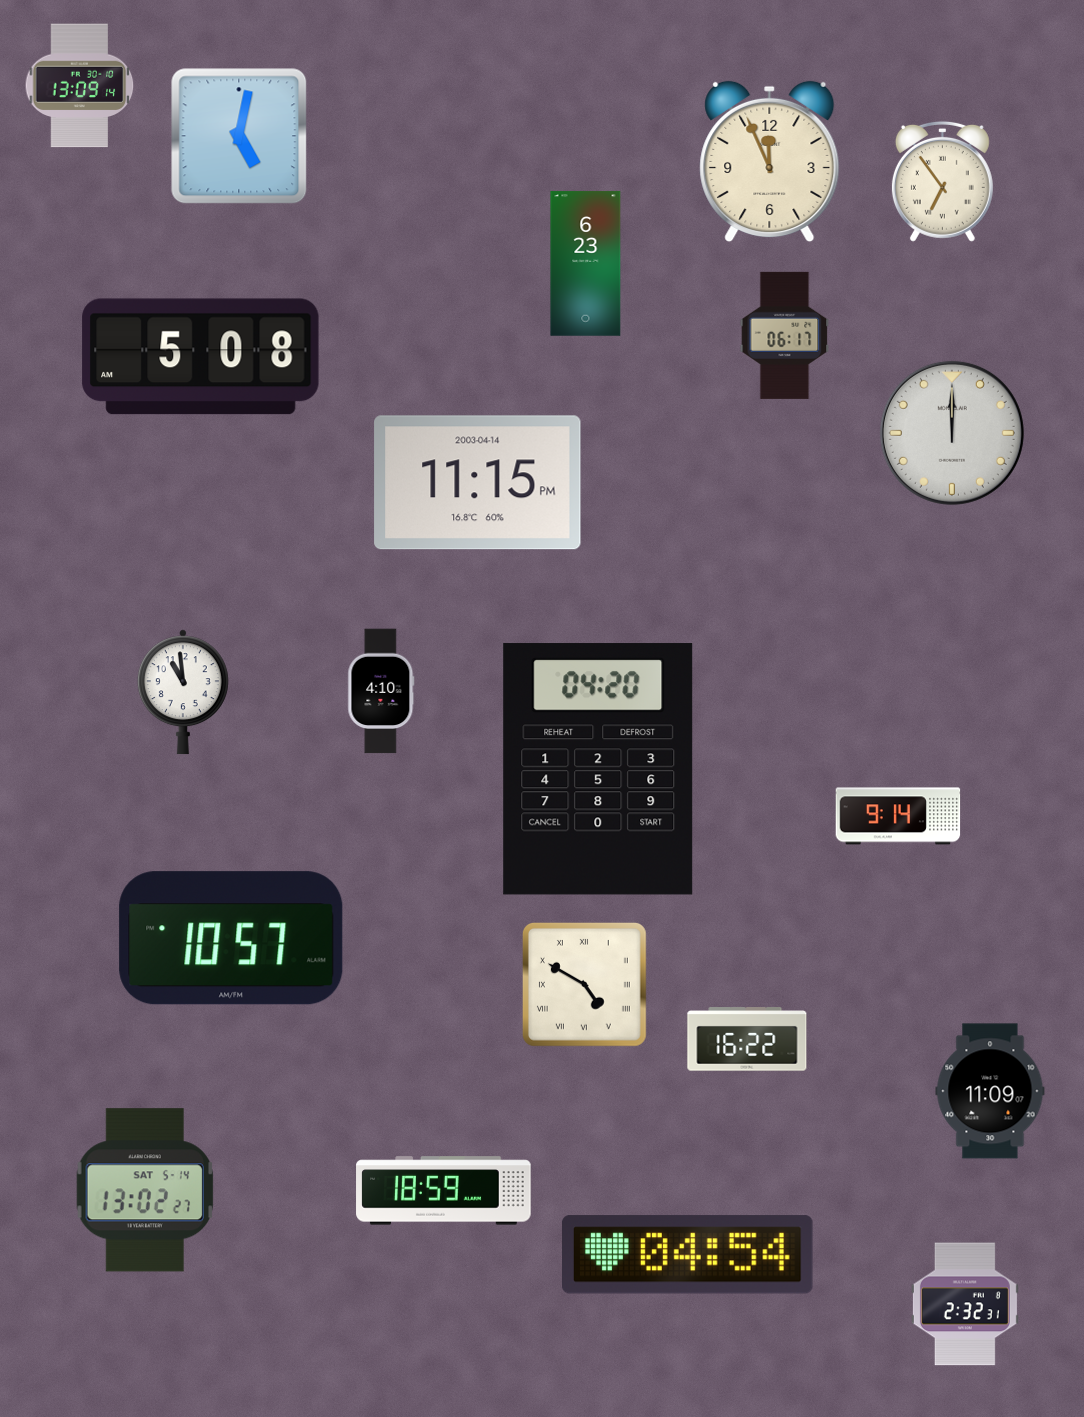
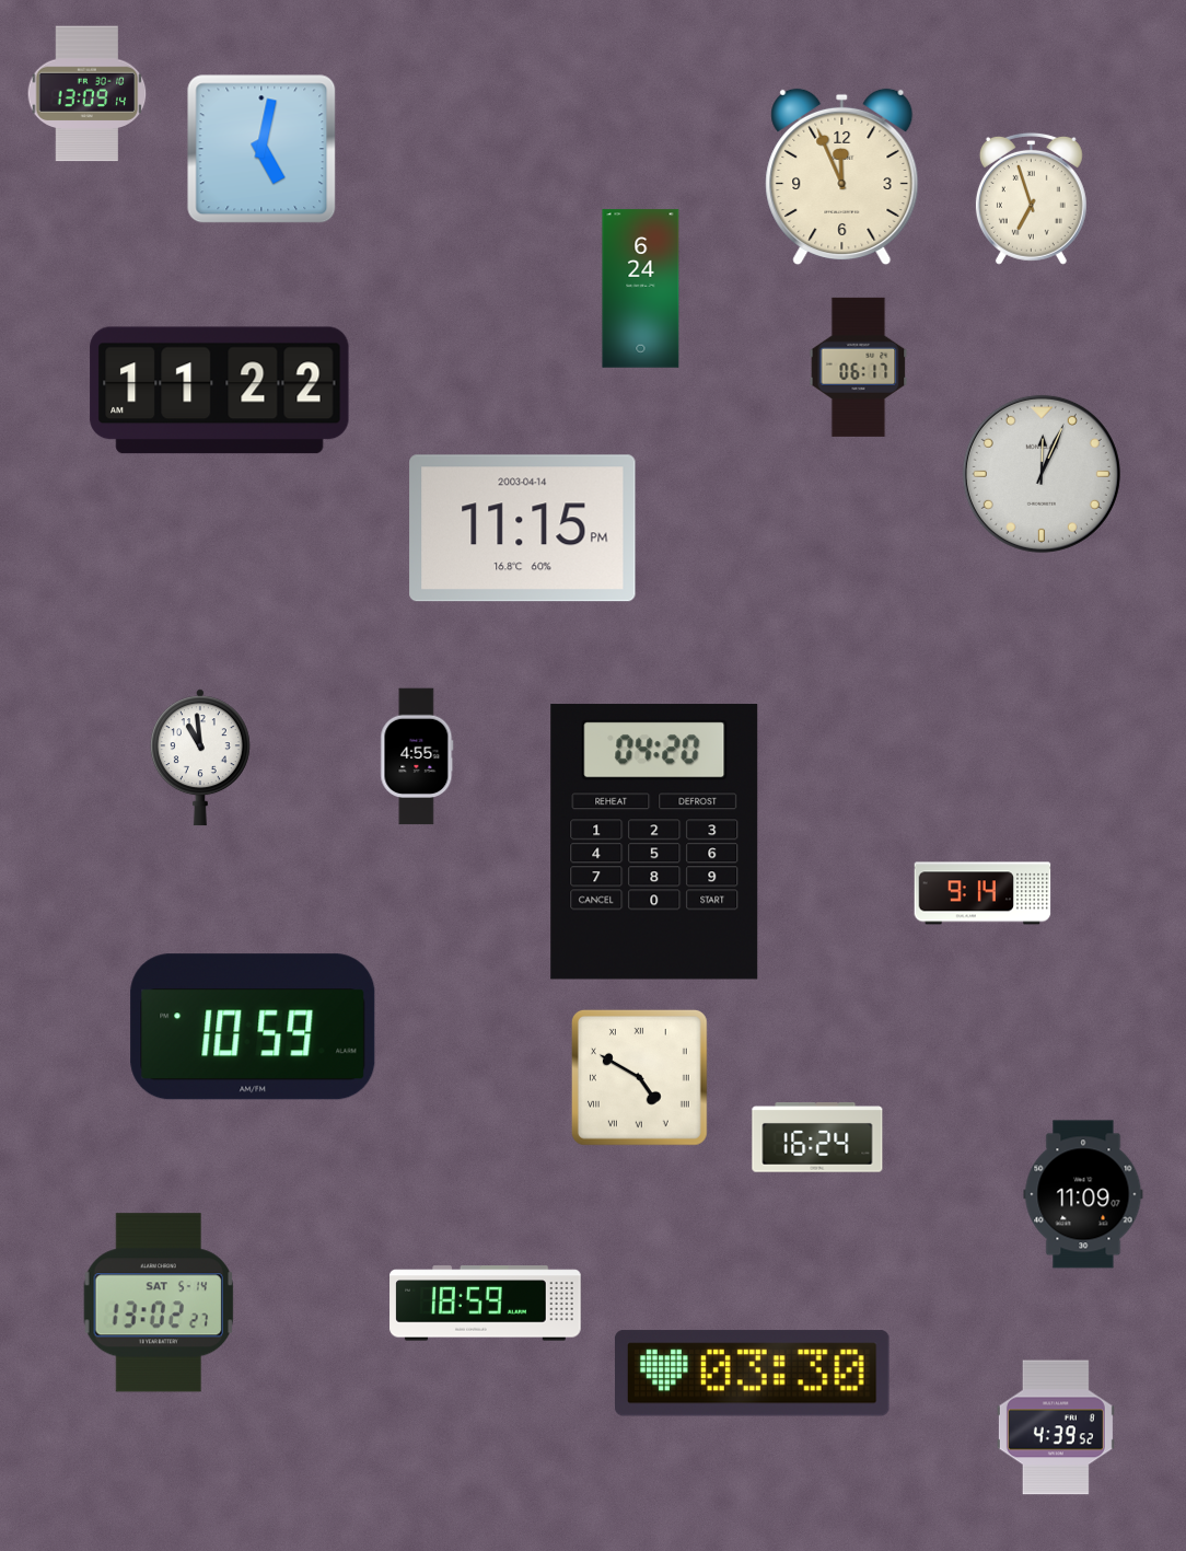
clock at (942, 181): 6:54 -> 6:57
clock at (586, 264): 6:23 -> 6:24
clock at (201, 357): 5:08 -> 11:22
clock at (952, 433): 12:00 -> 12:04
clock at (381, 691): 4:10 -> 4:55
clock at (231, 938): 10:57 -> 10:59
clock at (747, 1039): 16:22 -> 16:24
clock at (688, 1255): 04:54 -> 03:30
clock at (965, 1304): 2:32 -> 4:39
